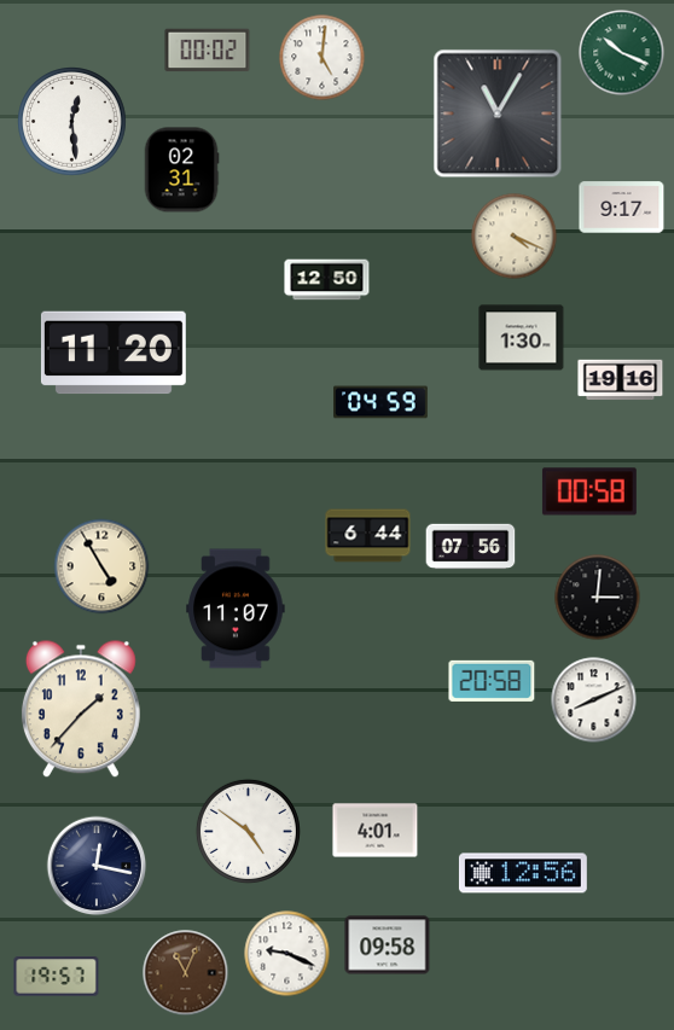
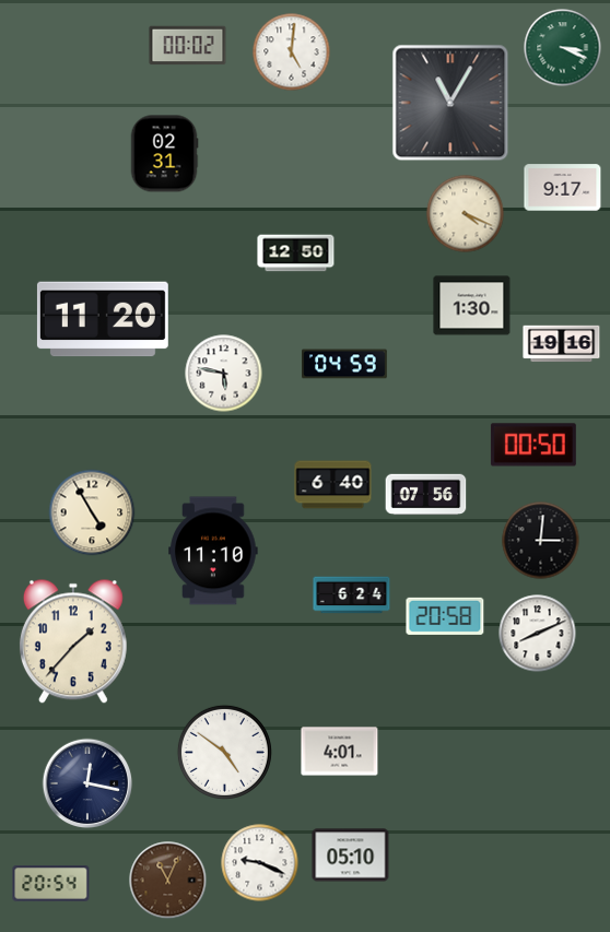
clock at (622, 53): 10:19 -> 3:19
clock at (72, 122): 12:29 -> none
clock at (224, 374): none -> 5:47
clock at (589, 491): 00:58 -> 00:50
clock at (368, 536): 6:44 -> 6:40
clock at (236, 609): 11:07 -> 11:10
clock at (352, 595): none -> 6:24
clock at (523, 873): 12:56 -> none
clock at (388, 945): 09:58 -> 05:10
clock at (57, 977): 19:57 -> 20:54
